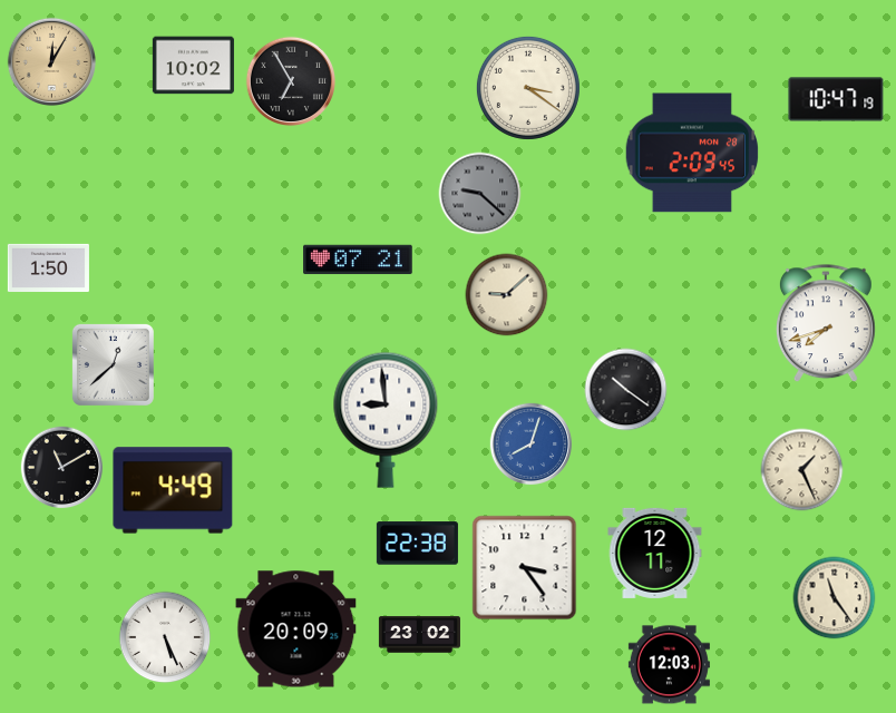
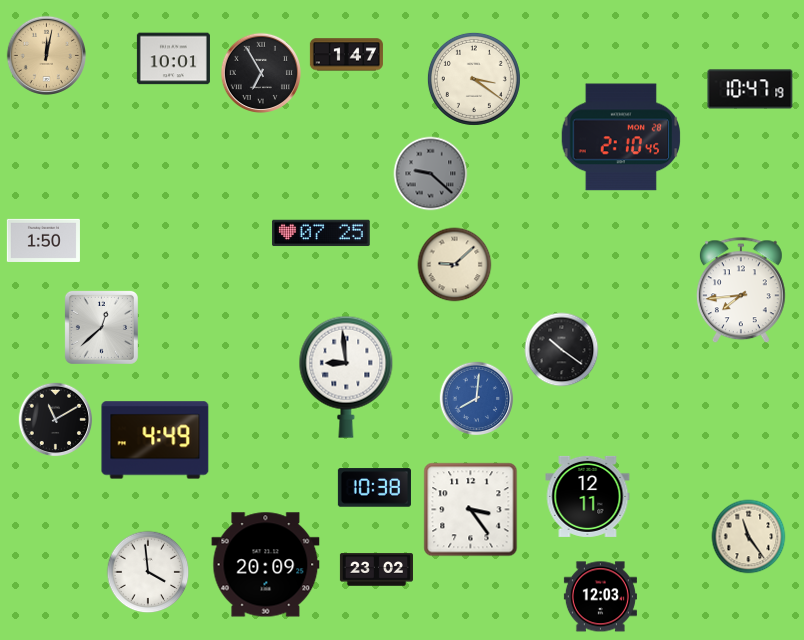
clock at (51, 61): 12:05 -> 12:02
clock at (346, 55): none -> 1:47
clock at (193, 66): 10:02 -> 10:01
clock at (692, 153): 2:09 -> 2:10
clock at (358, 260): 07:21 -> 07:25
clock at (826, 324): 7:42 -> 7:44
clock at (532, 445): 8:03 -> 8:01
clock at (802, 470): 1:26 -> none
clock at (417, 544): 22:38 -> 10:38
clock at (165, 637): 5:26 -> 3:59
